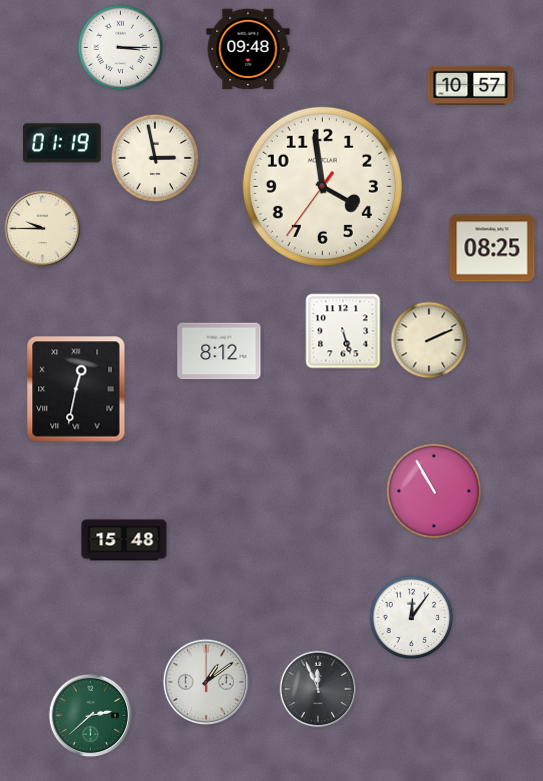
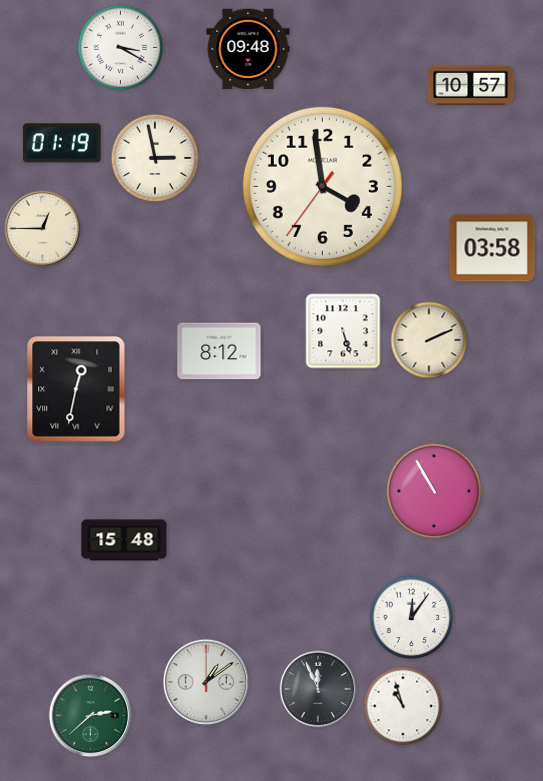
clock at (121, 48): 3:15 -> 3:20
clock at (43, 229): 9:45 -> 12:45
clock at (492, 248): 08:25 -> 03:58
clock at (403, 706): none -> 10:57
